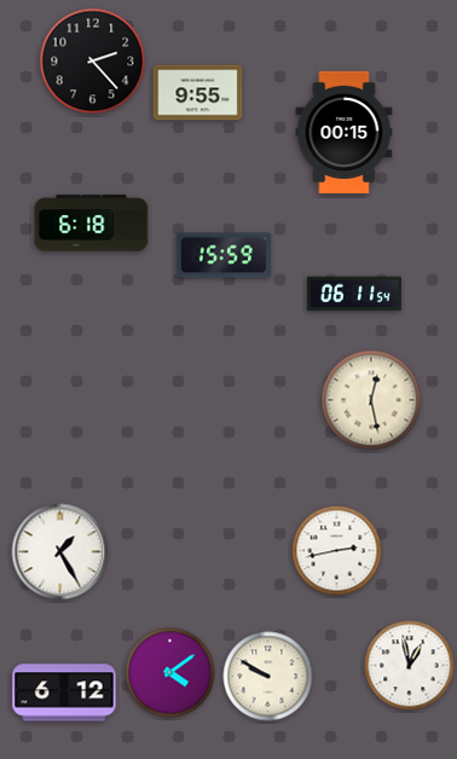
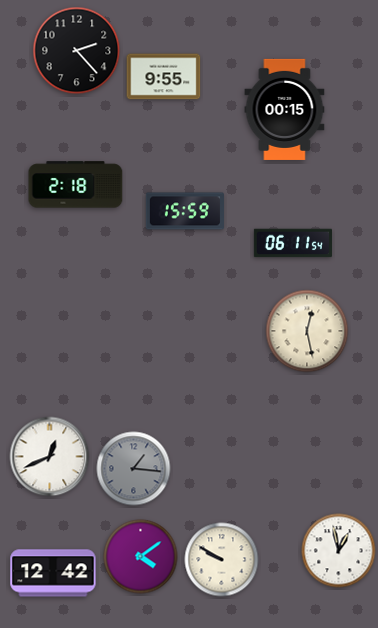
clock at (92, 224): 6:18 -> 2:18
clock at (337, 551): 2:43 -> none
clock at (60, 552): 1:25 -> 12:41
clock at (134, 469): none -> 1:16
clock at (64, 693): 6:12 -> 12:42
